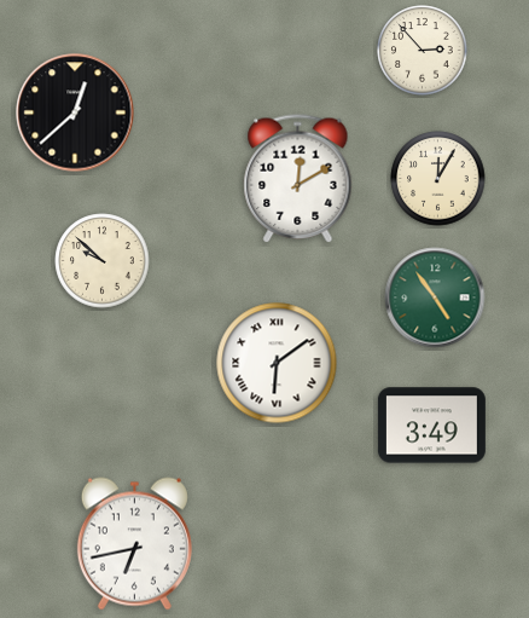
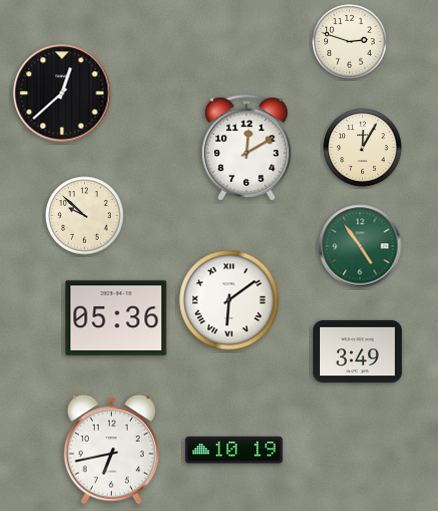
clock at (423, 51): 2:53 -> 2:48
clock at (116, 318): none -> 05:36
clock at (234, 450): none -> 10:19
